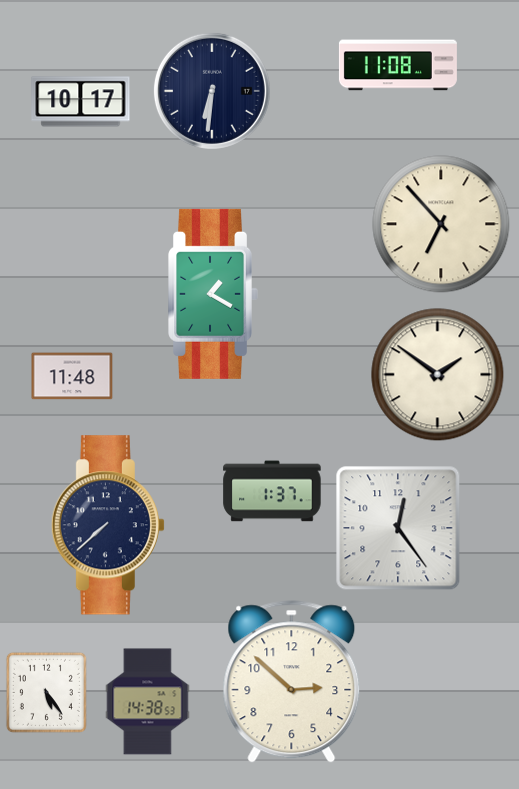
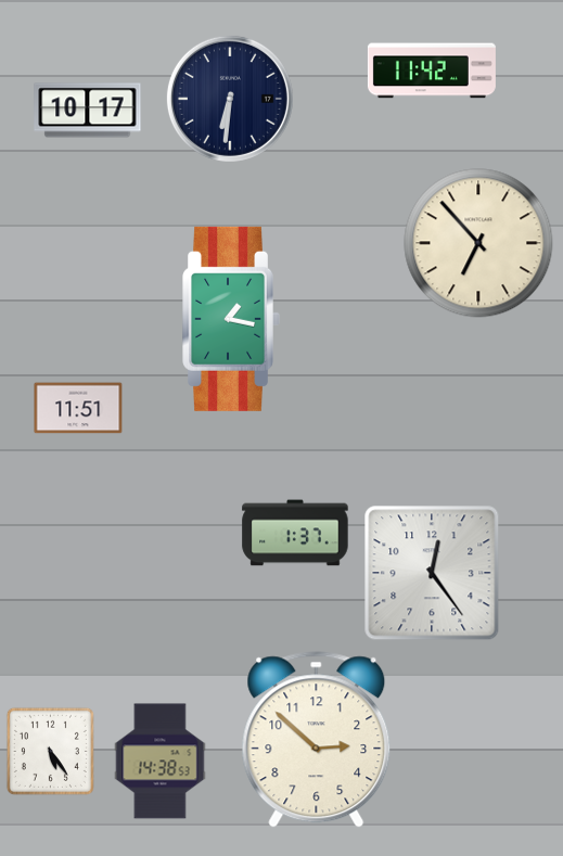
clock at (398, 65): 11:08 -> 11:42
clock at (213, 294): 1:20 -> 1:17
clock at (438, 375): 1:51 -> none
clock at (72, 376): 11:48 -> 11:51
clock at (108, 525): 7:38 -> none
